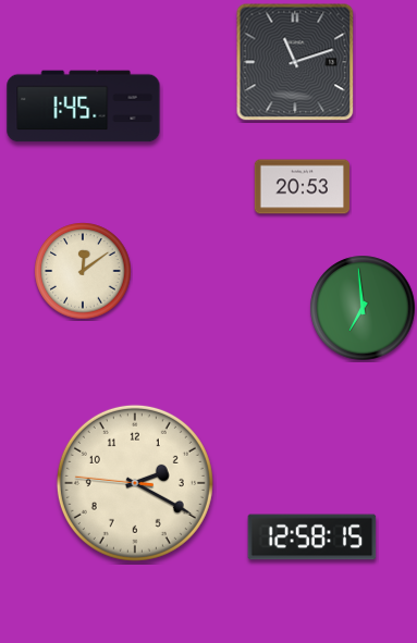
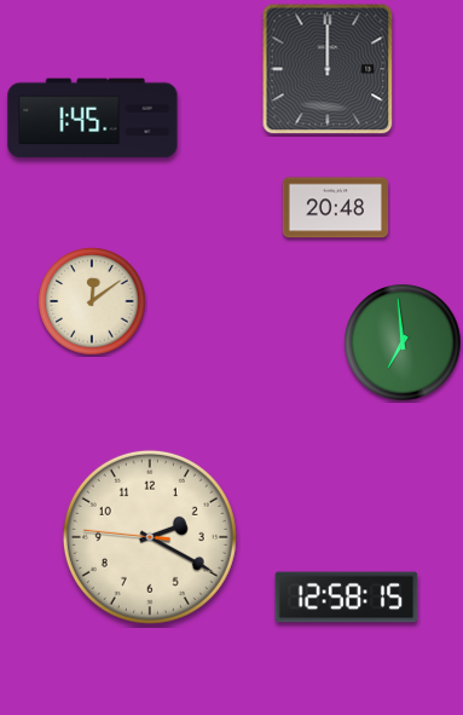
clock at (295, 62): 11:12 -> 12:00
clock at (302, 187): 20:53 -> 20:48
